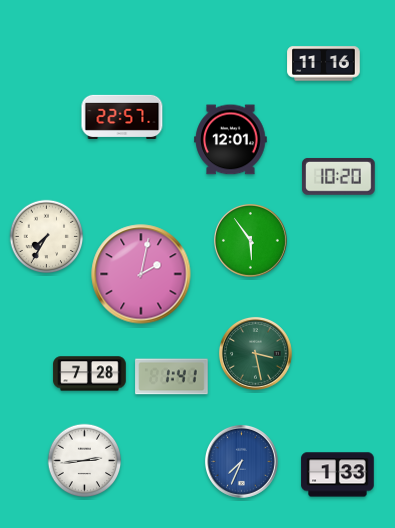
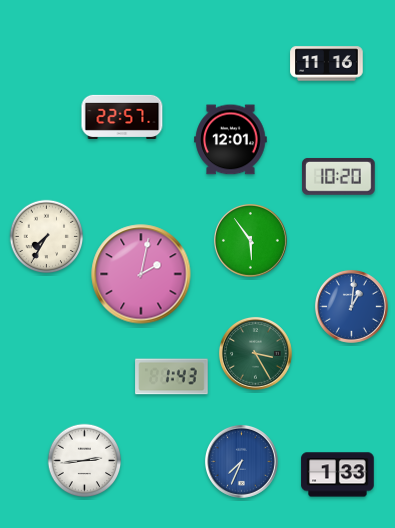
clock at (324, 64) position: (324, 64) -> (327, 64)
clock at (351, 306): none -> 1:01
clock at (255, 353): 3:28 -> 3:25
clock at (90, 374): 7:28 -> none
clock at (172, 377): 1:41 -> 1:43
